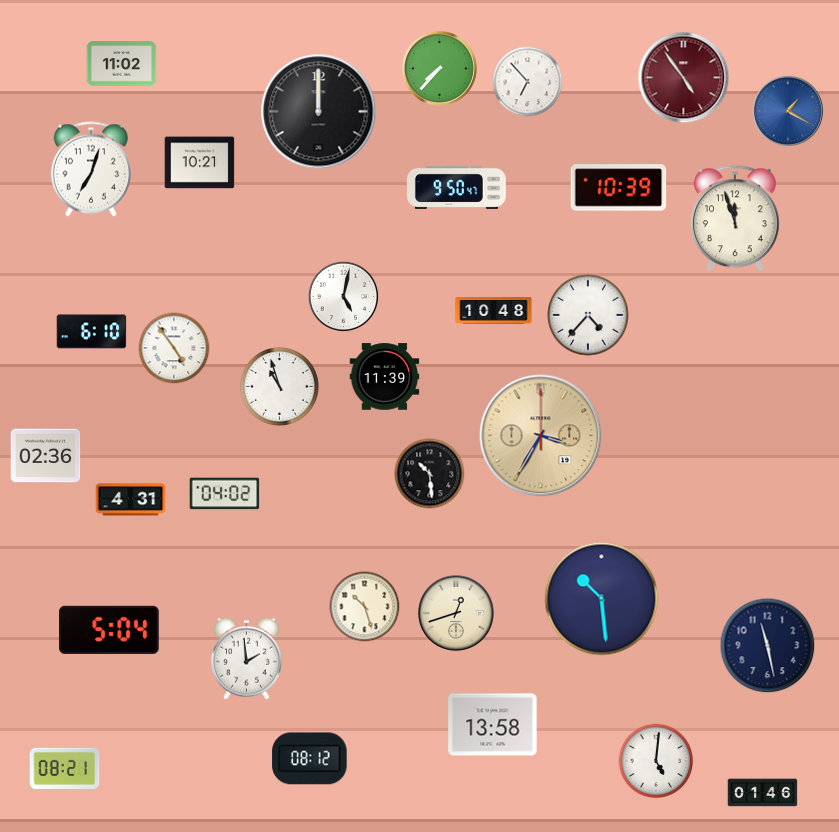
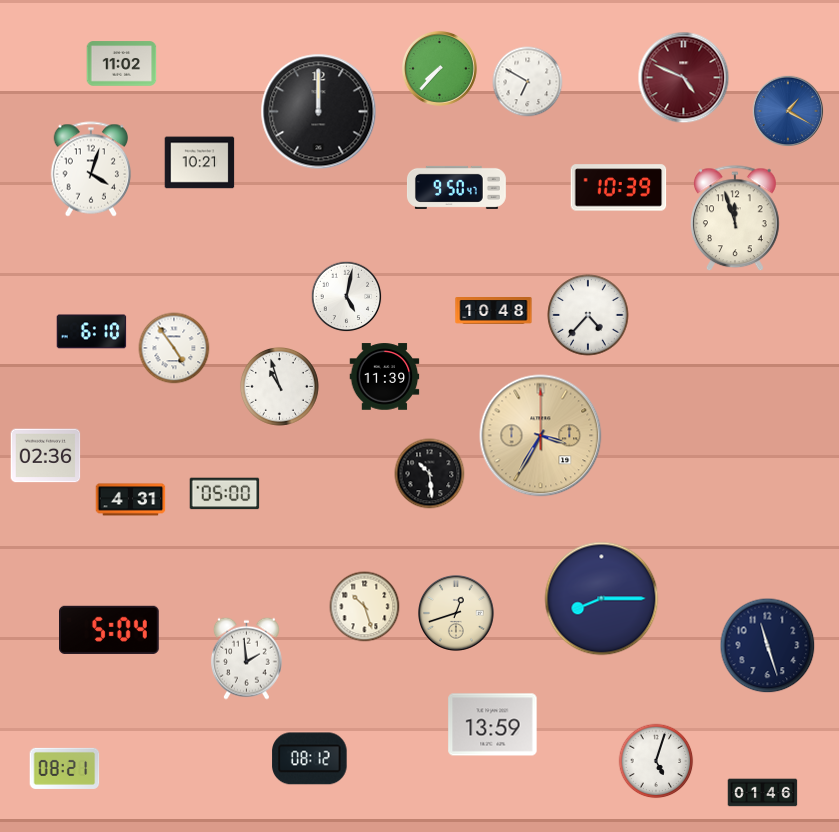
clock at (684, 78): 4:54 -> 4:49
clock at (528, 82): 6:53 -> 6:50
clock at (91, 169): 7:03 -> 4:03
clock at (344, 297) position: (344, 297) -> (347, 297)
clock at (225, 494): 04:02 -> 05:00
clock at (602, 599): 10:29 -> 8:15
clock at (768, 646): 11:28 -> 11:27
clock at (493, 725): 13:58 -> 13:59
clock at (656, 761): 5:01 -> 5:03
